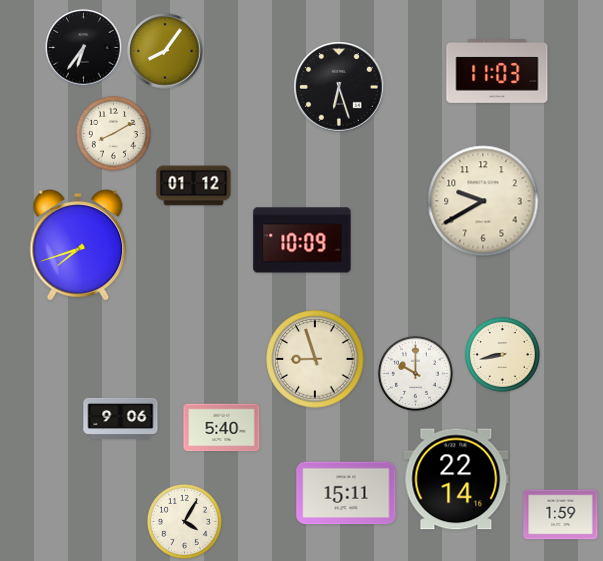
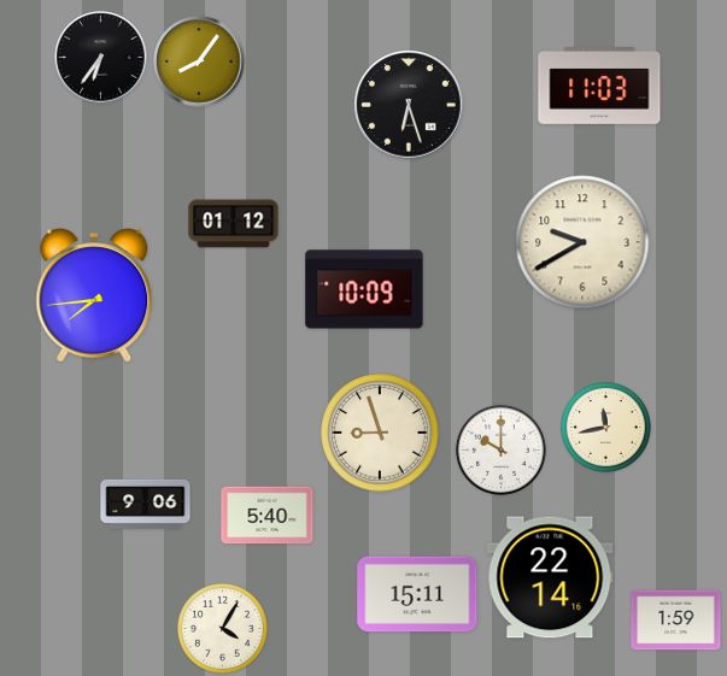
clock at (113, 133): 8:10 -> none
clock at (78, 245): 7:42 -> 7:44
clock at (502, 354): 8:43 -> 11:43
